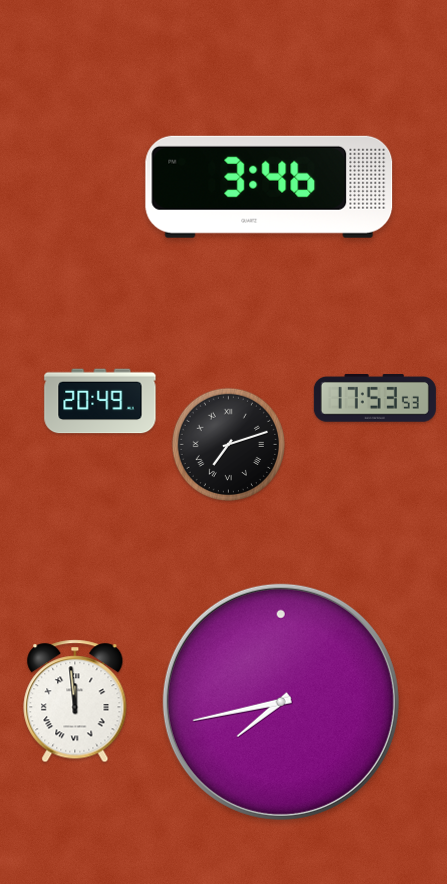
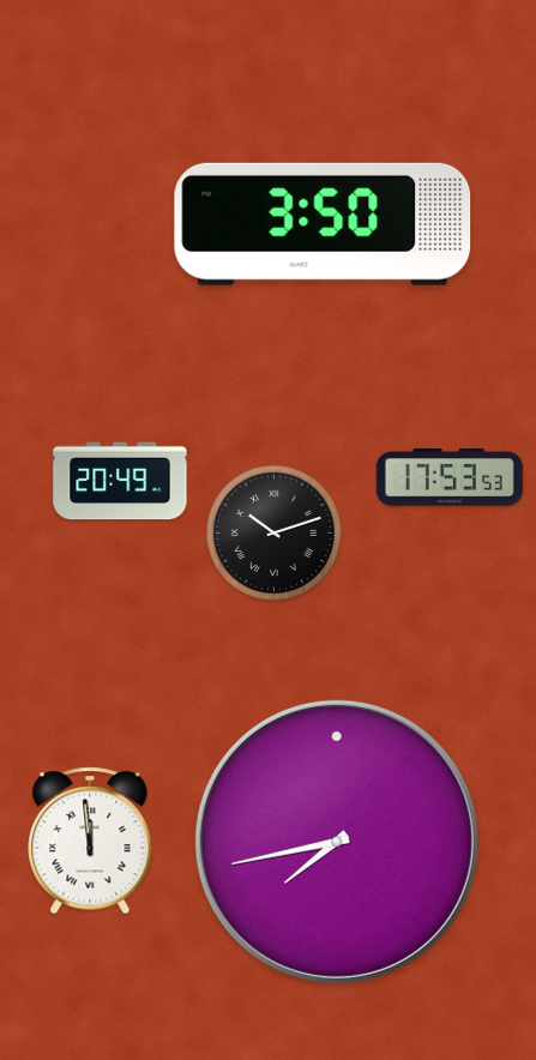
clock at (269, 187): 3:46 -> 3:50
clock at (228, 444): 7:12 -> 10:12
